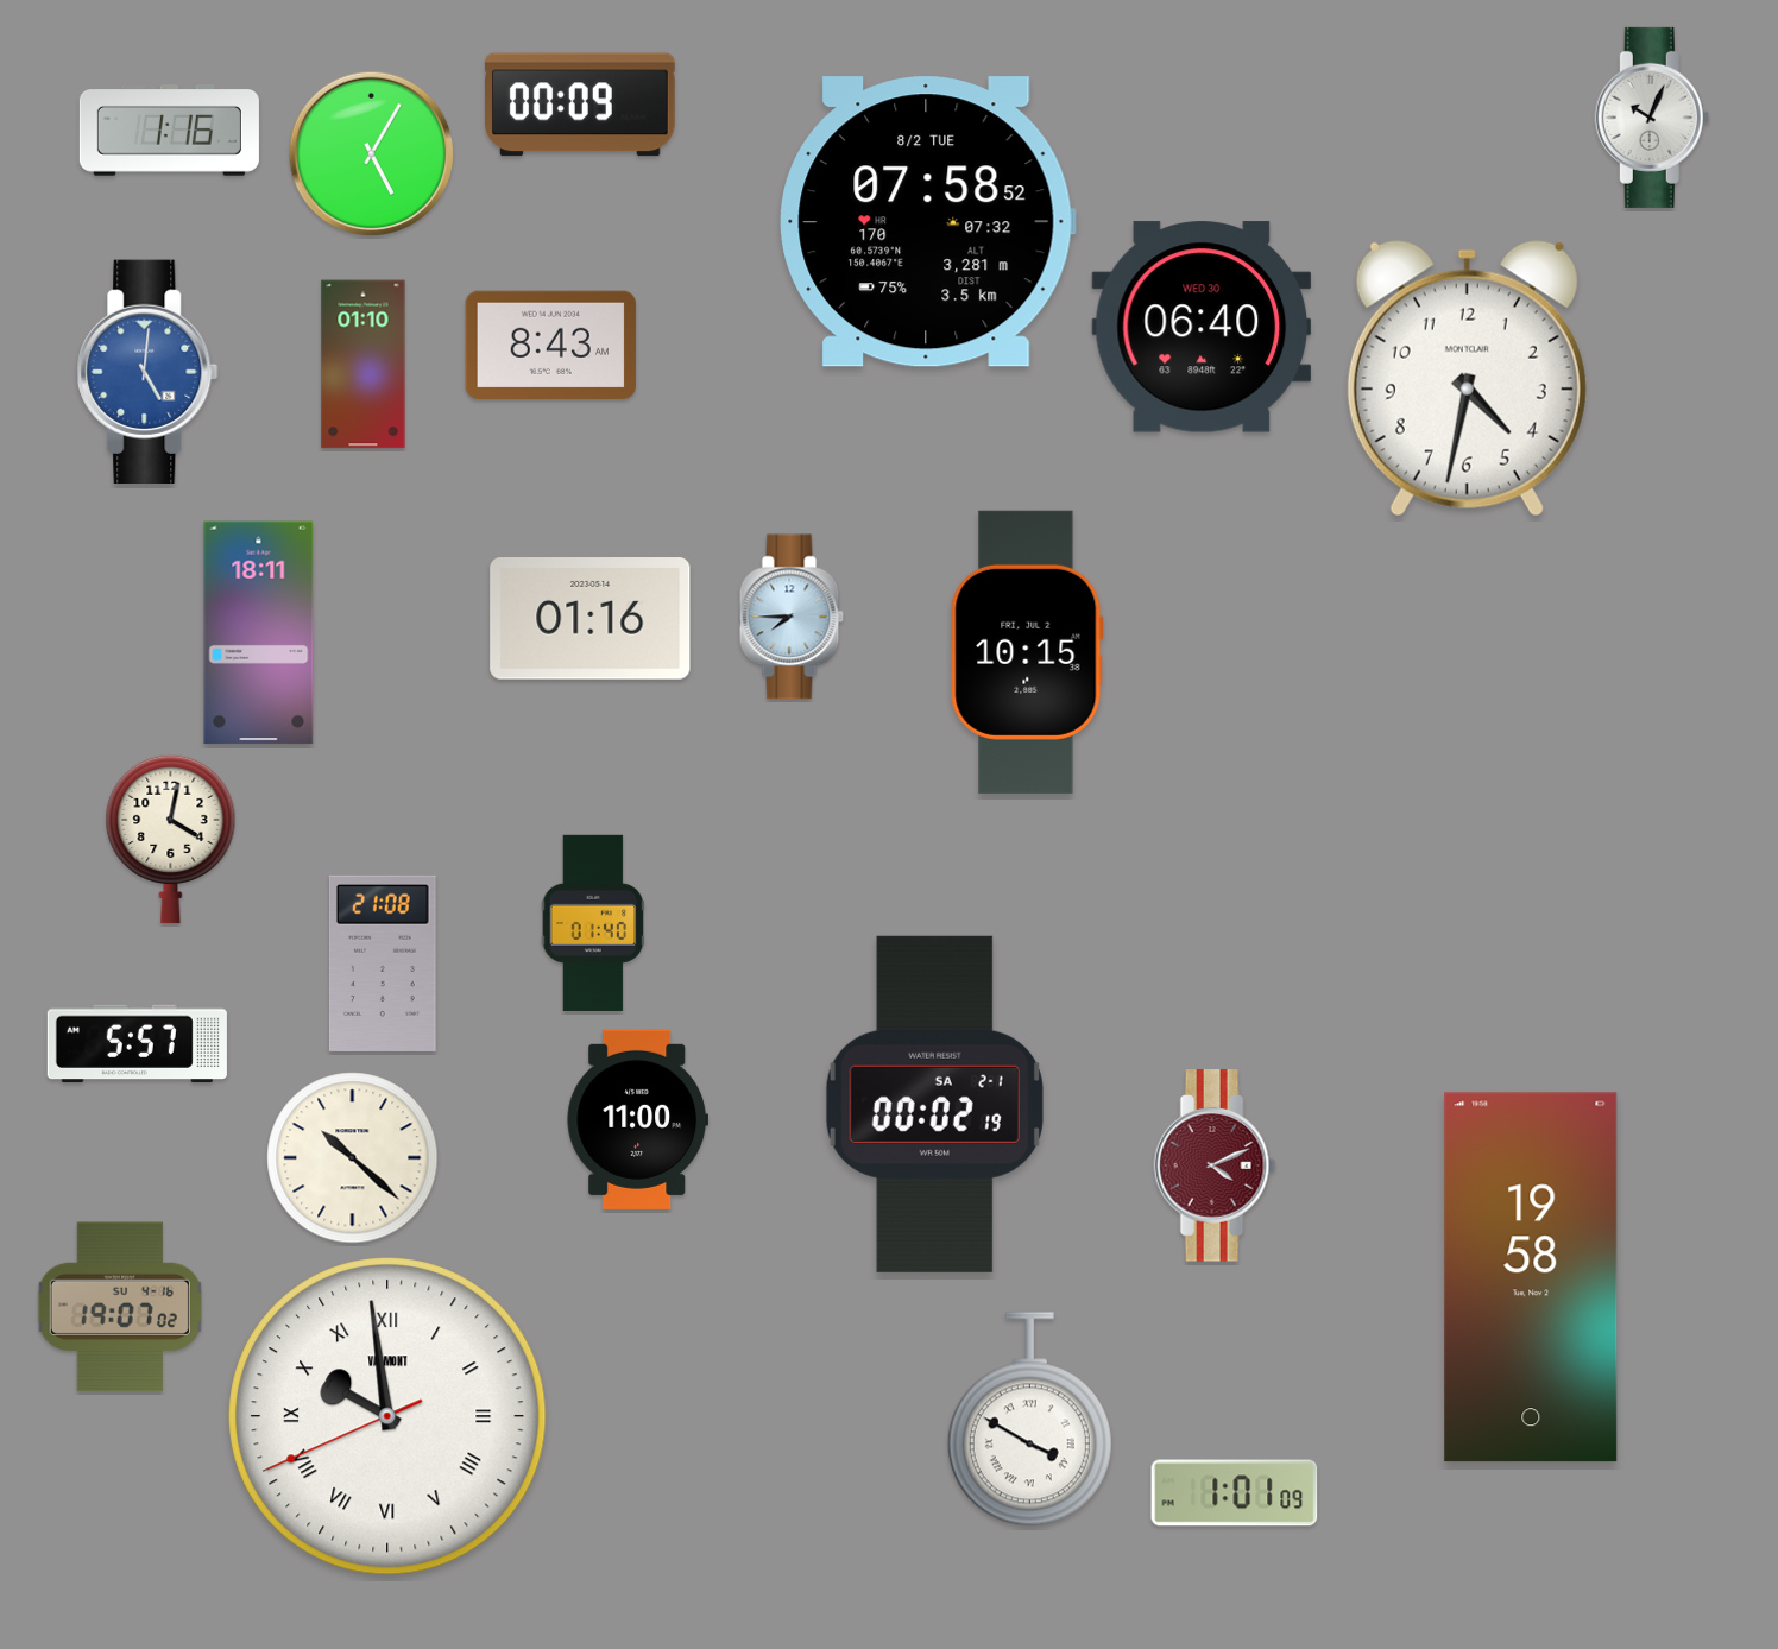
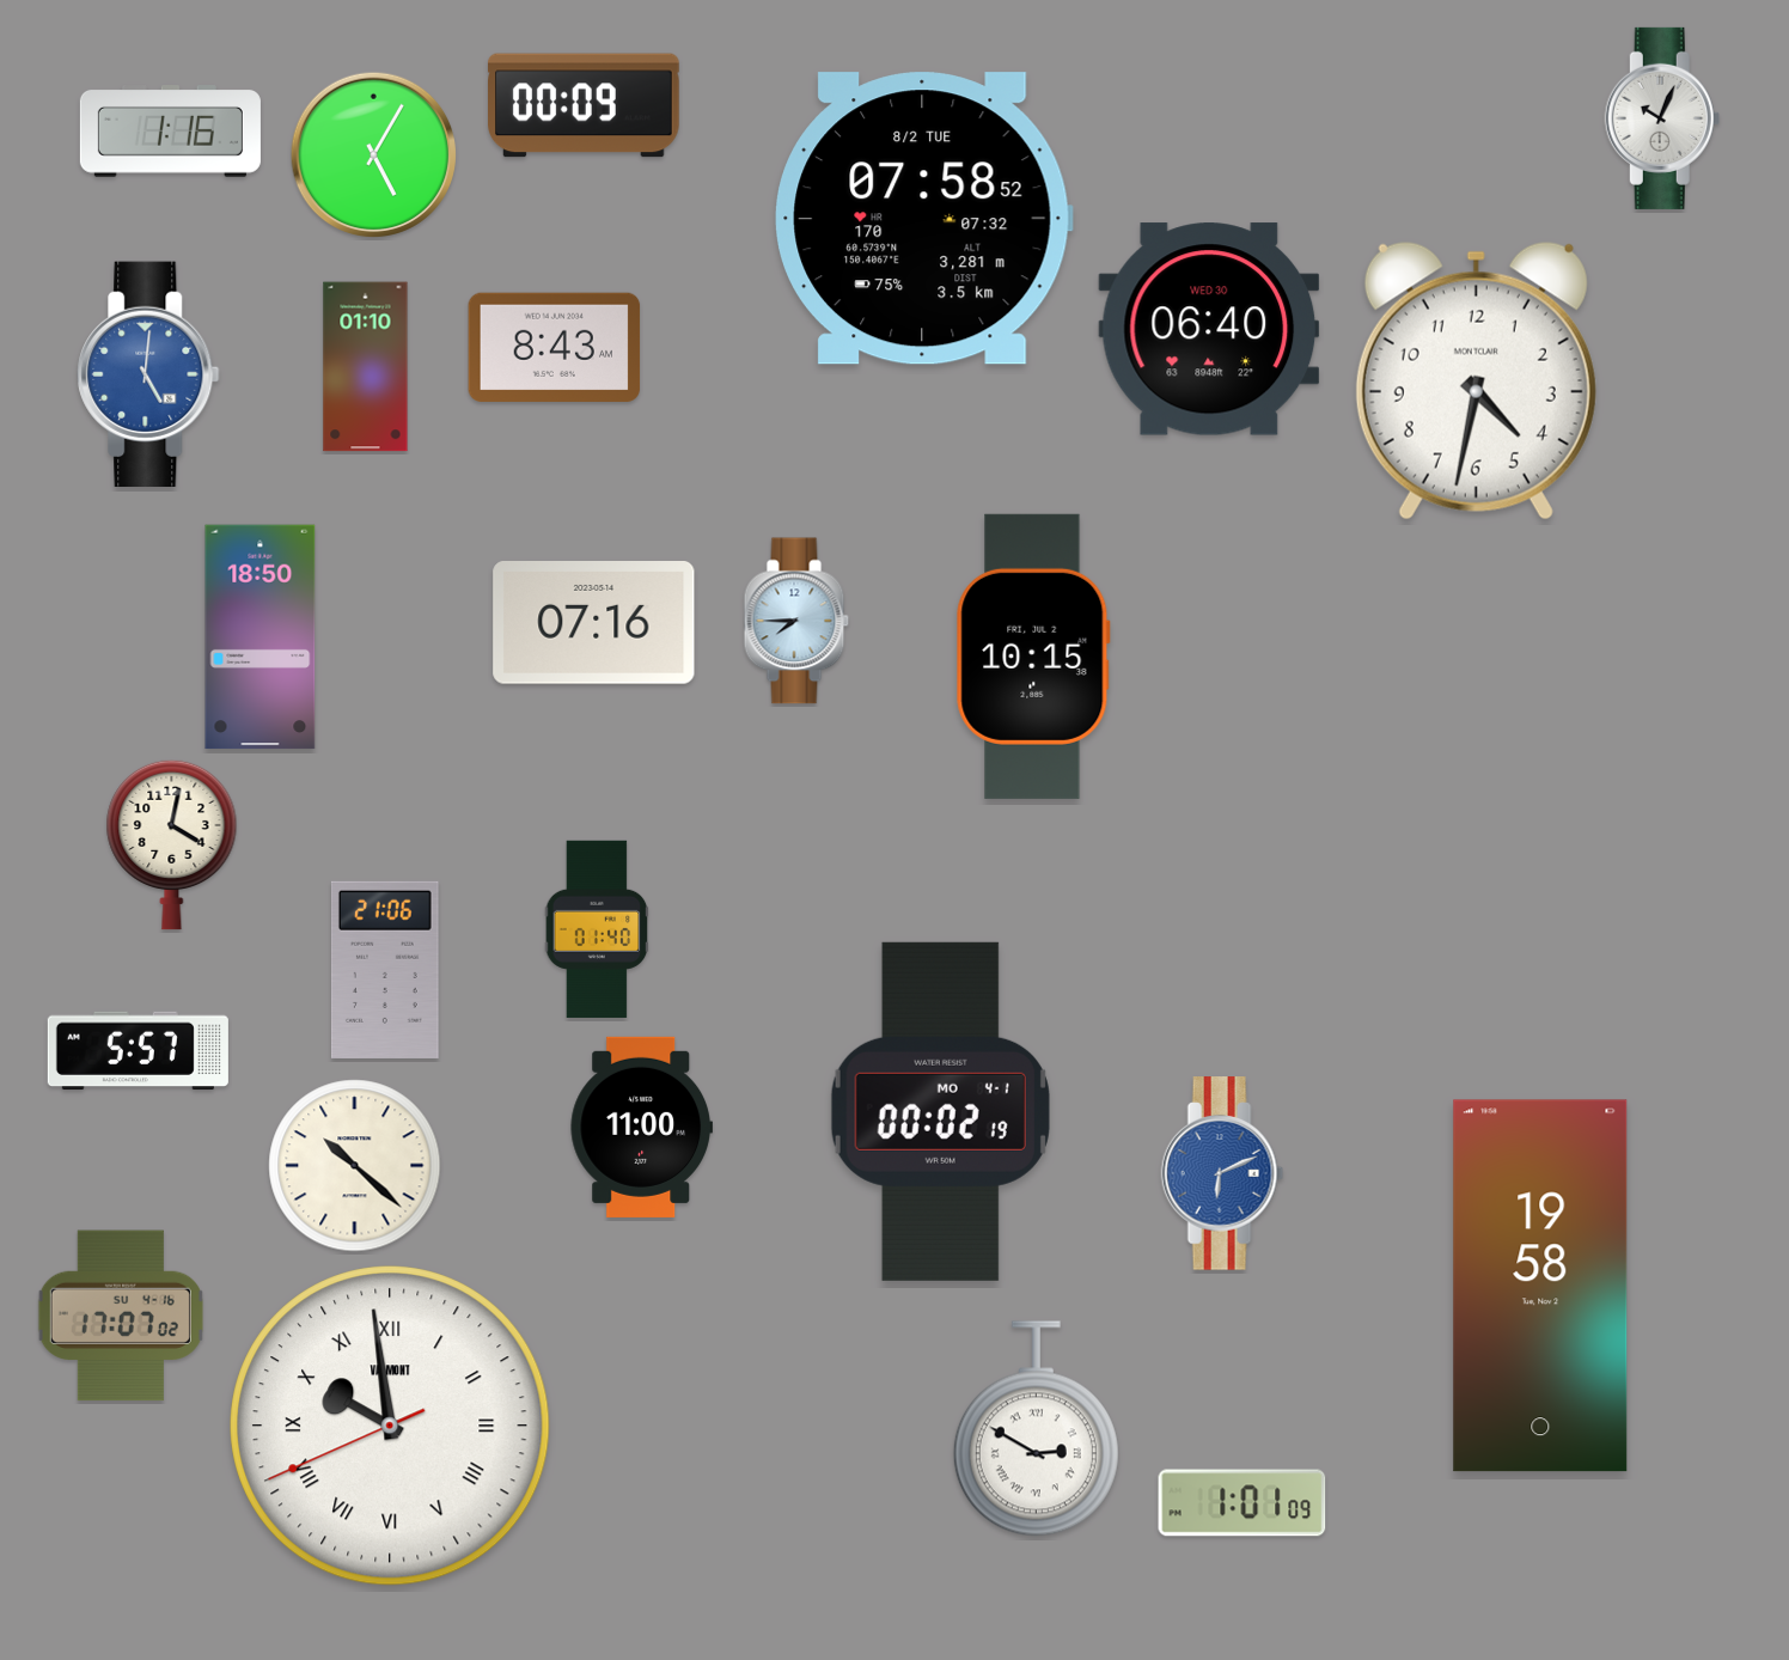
clock at (927, 222) position: (927, 222) -> (923, 219)
clock at (591, 619): 01:16 -> 07:16
clock at (259, 633): 18:11 -> 18:50
clock at (383, 964): 21:08 -> 21:06
clock at (934, 1104) date: SA 2-1 -> MO 4-1
clock at (1215, 1165): 4:11 -> 6:11
clock at (1215, 1165) dial: burgundy -> blue
clock at (120, 1307): 19:07 -> 17:07
clock at (1029, 1420): 3:50 -> 2:50
